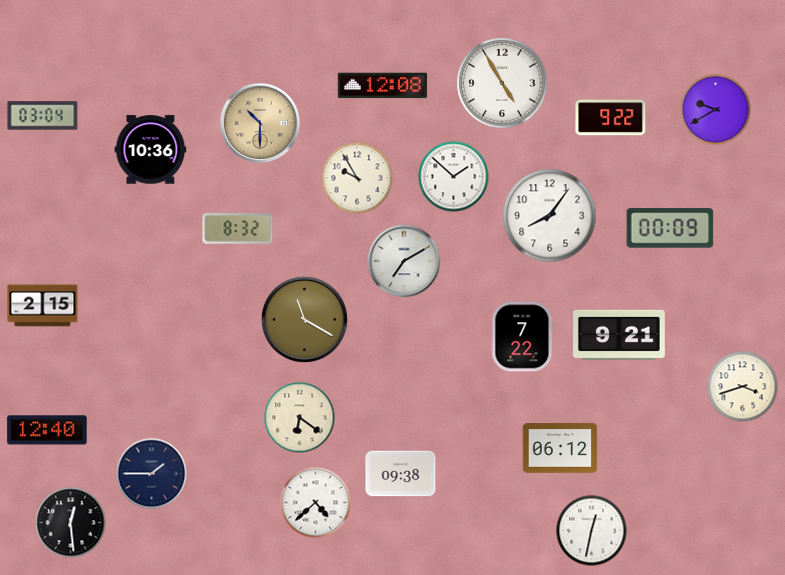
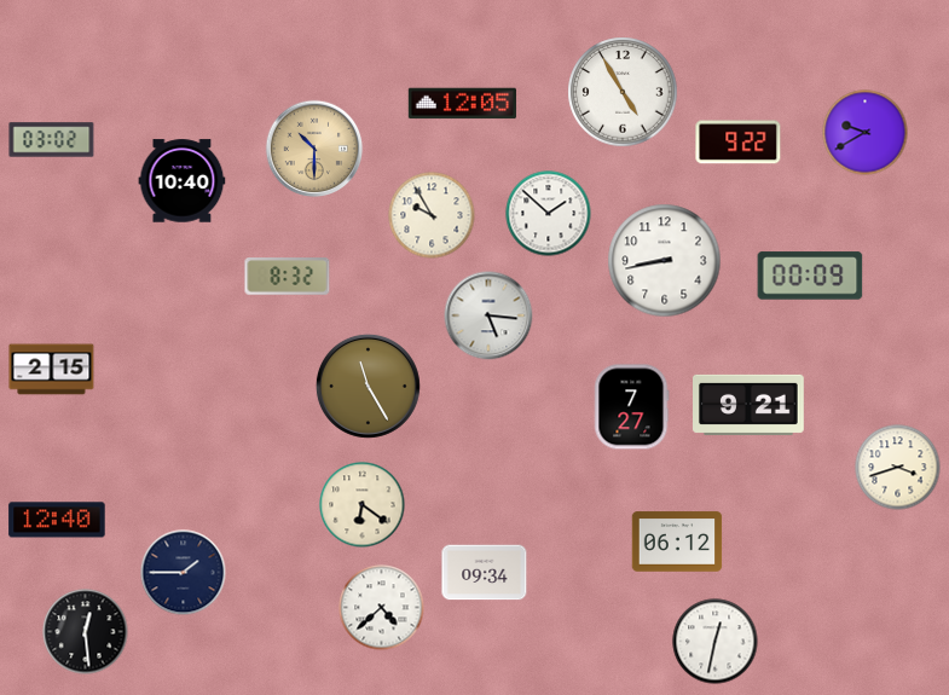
clock at (502, 83) position: (502, 83) -> (623, 92)
clock at (382, 86): 12:08 -> 12:05
clock at (43, 116): 03:04 -> 03:02
clock at (151, 150): 10:36 -> 10:40
clock at (550, 216): 8:06 -> 8:43
clock at (404, 261): 7:10 -> 5:16
clock at (304, 319): 11:20 -> 11:25
clock at (522, 337): 7:22 -> 7:27
clock at (401, 474): 09:38 -> 09:34
